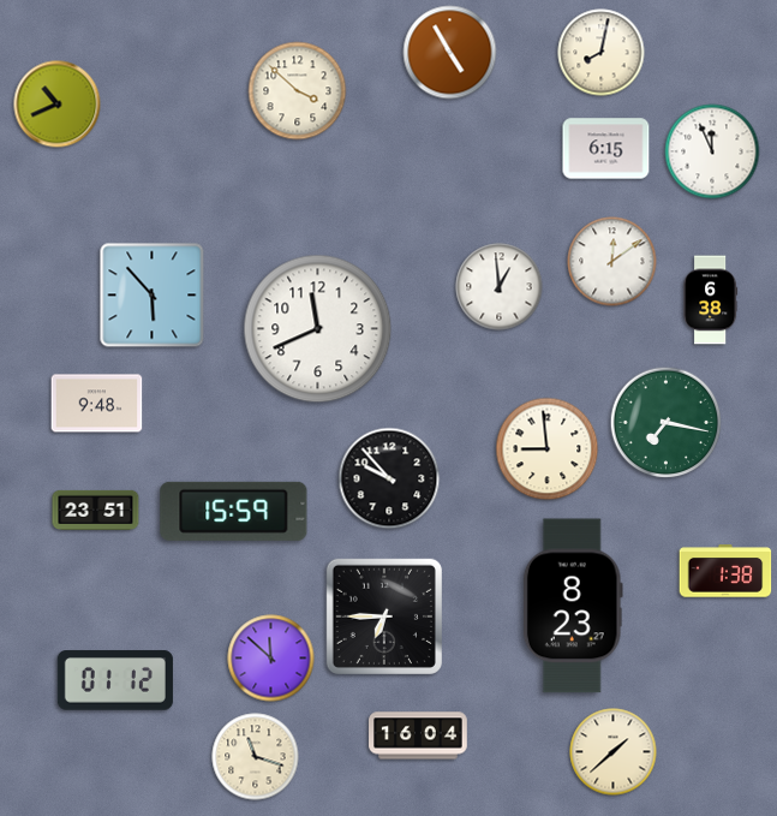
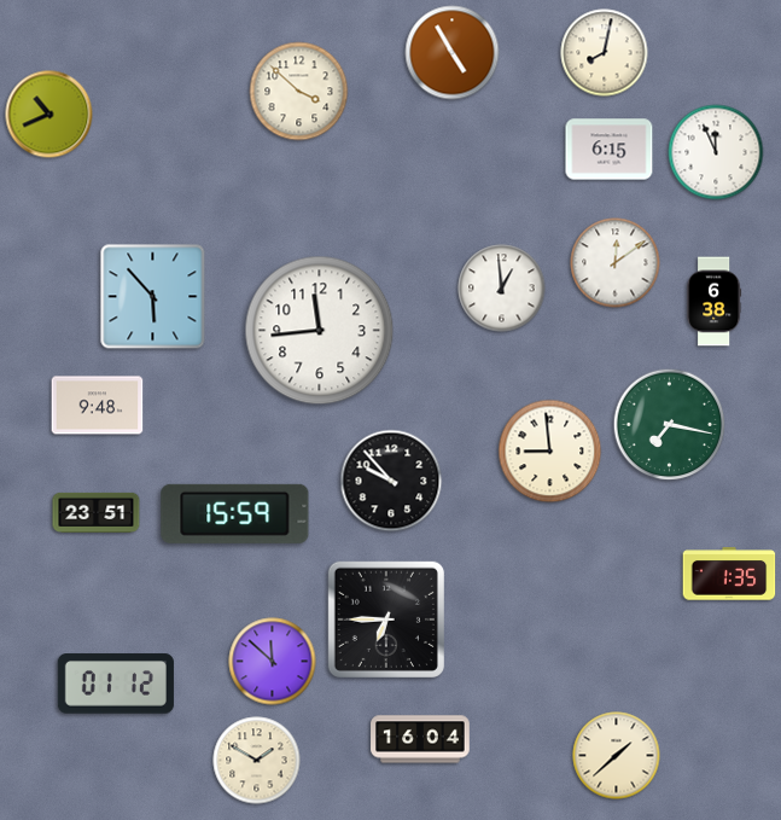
clock at (58, 105) position: (58, 105) -> (49, 115)
clock at (318, 329): 11:41 -> 11:44
clock at (725, 571): 1:38 -> 1:35
clock at (573, 606): 8:23 -> none
clock at (256, 757): 11:18 -> 1:50
